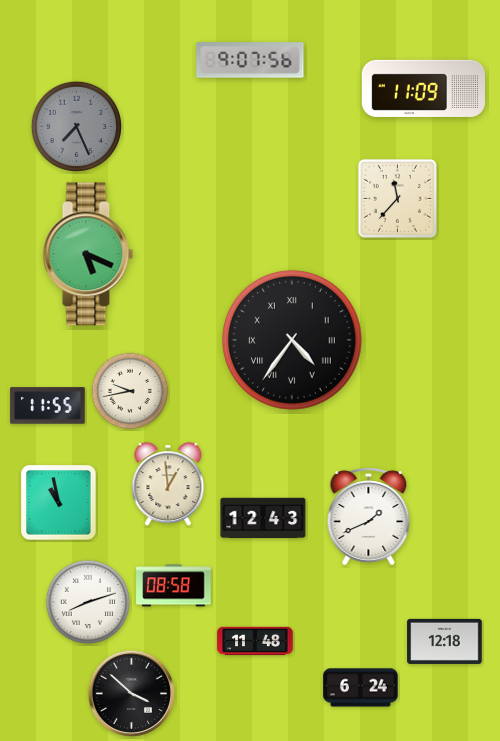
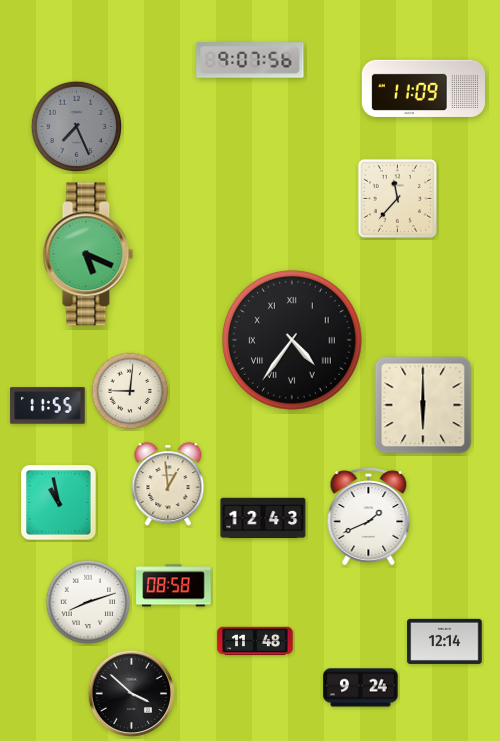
clock at (130, 391): 9:43 -> 9:01
clock at (423, 405): none -> 6:00
clock at (445, 641): 12:18 -> 12:14
clock at (361, 688): 6:24 -> 9:24
